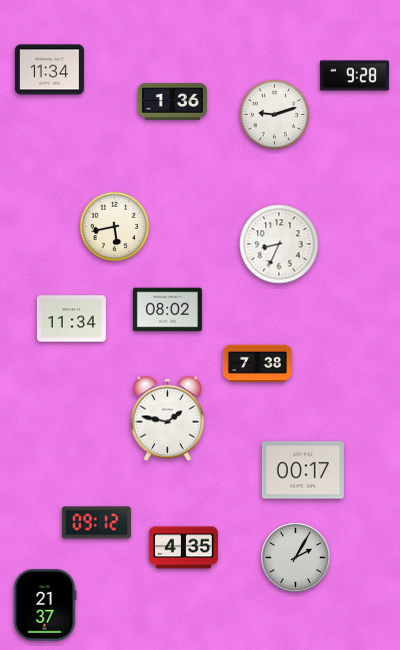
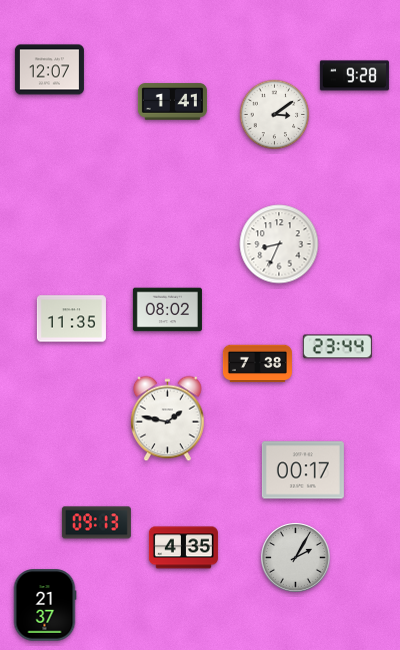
clock at (49, 70): 11:34 -> 12:07
clock at (172, 102): 1:36 -> 1:41
clock at (275, 115): 9:12 -> 3:09
clock at (115, 227): 5:43 -> none
clock at (71, 319): 11:34 -> 11:35
clock at (337, 347): none -> 23:44
clock at (96, 523): 09:12 -> 09:13
